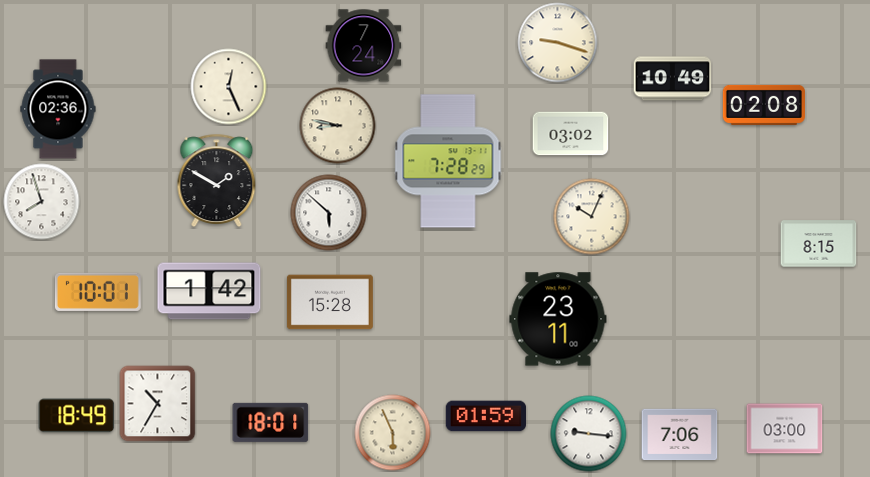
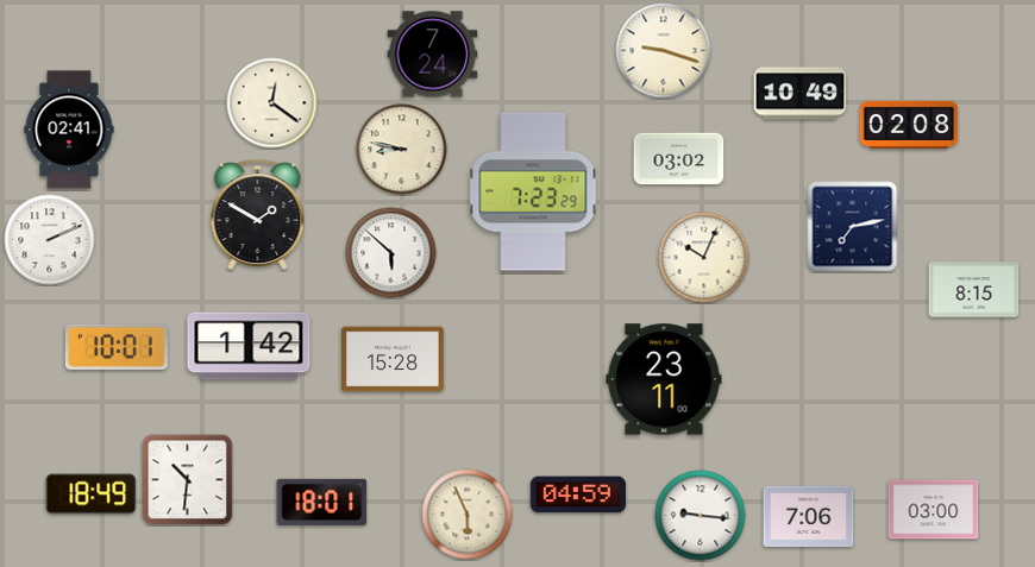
clock at (229, 87): 12:26 -> 12:21
clock at (58, 109): 02:36 -> 02:41
clock at (448, 161): 7:28 -> 7:23
clock at (853, 227): none -> 7:13
clock at (42, 202): 7:57 -> 2:11
clock at (158, 404): 10:35 -> 10:31
clock at (486, 416): 01:59 -> 04:59
